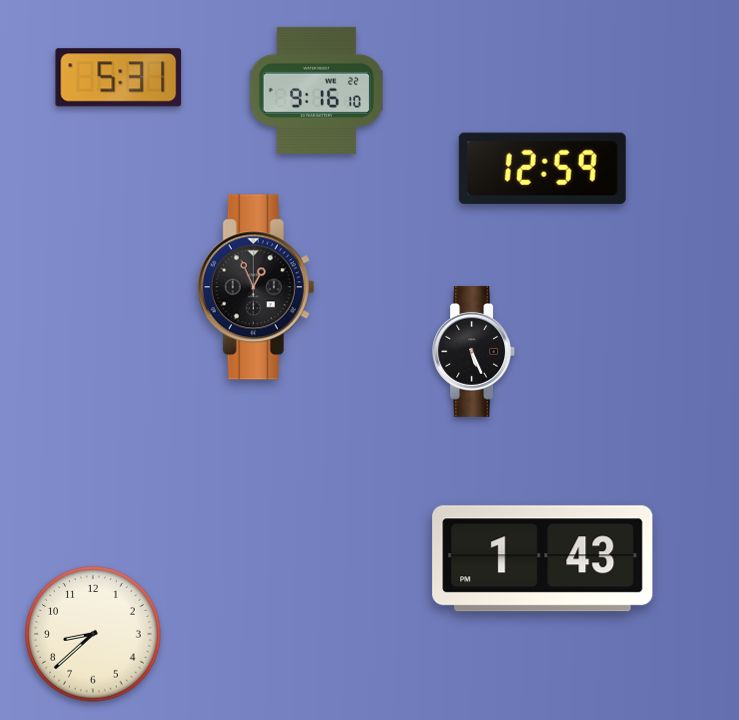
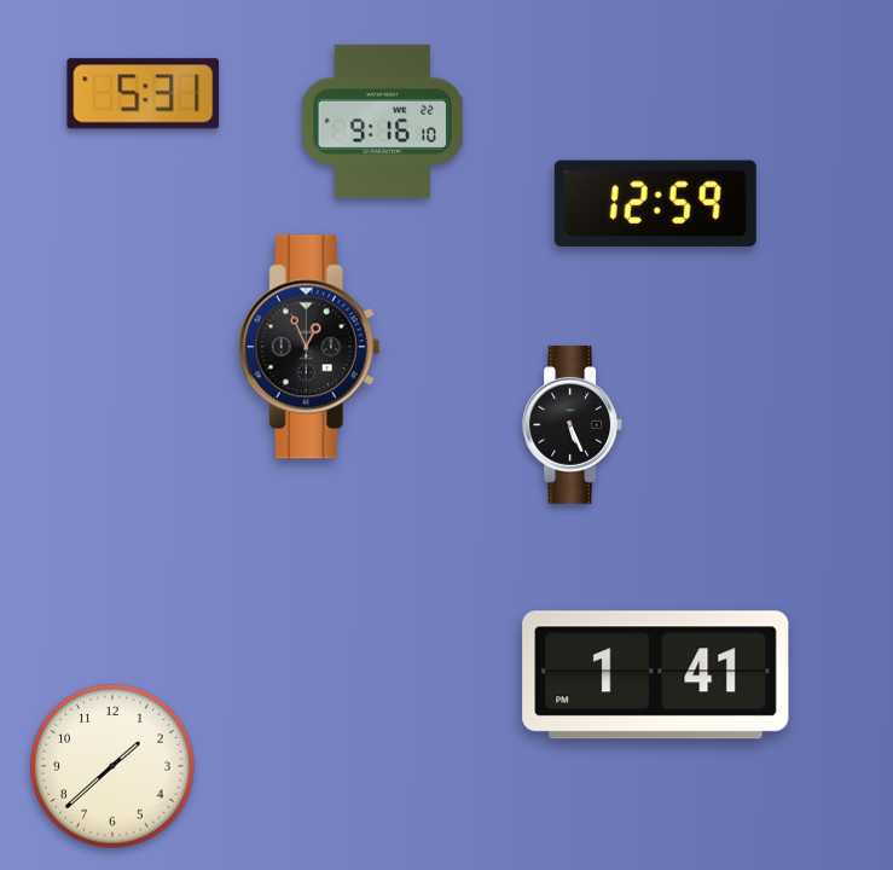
clock at (316, 90) position: (316, 90) -> (382, 121)
clock at (543, 559): 1:43 -> 1:41
clock at (93, 634): 8:38 -> 1:38
